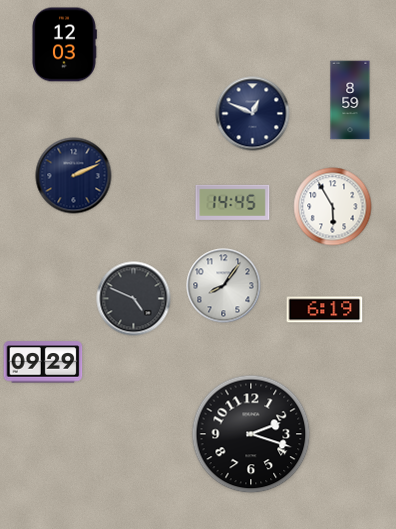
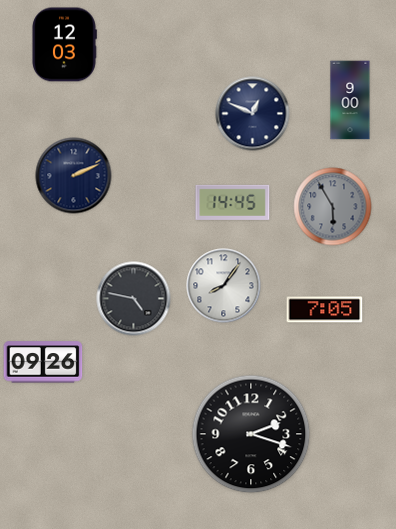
clock at (350, 100): 8:59 -> 9:00
clock at (333, 207) dial: white -> grey
clock at (134, 299): 4:49 -> 4:47
clock at (325, 310): 6:19 -> 7:05
clock at (43, 362): 09:29 -> 09:26
